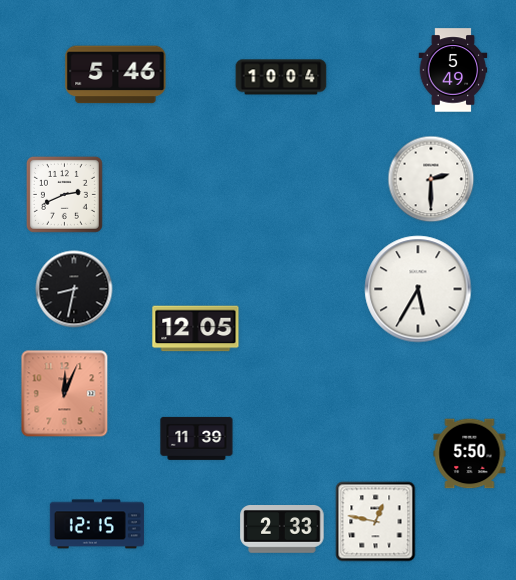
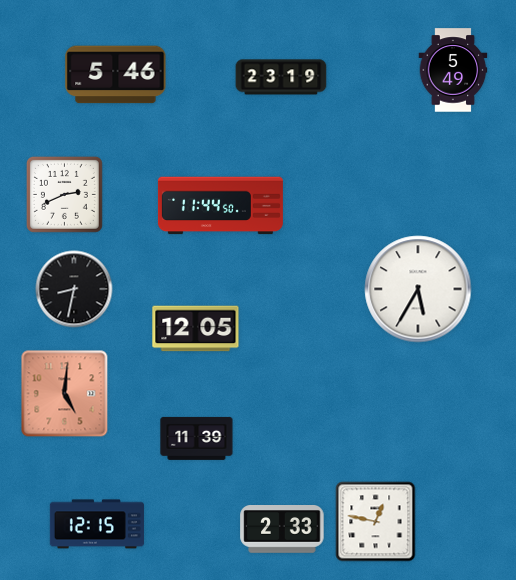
clock at (281, 77): 10:04 -> 23:19
clock at (431, 179): 2:30 -> none
clock at (220, 206): none -> 11:44
clock at (65, 394): 12:04 -> 5:01
clock at (470, 454): 5:50 -> none
